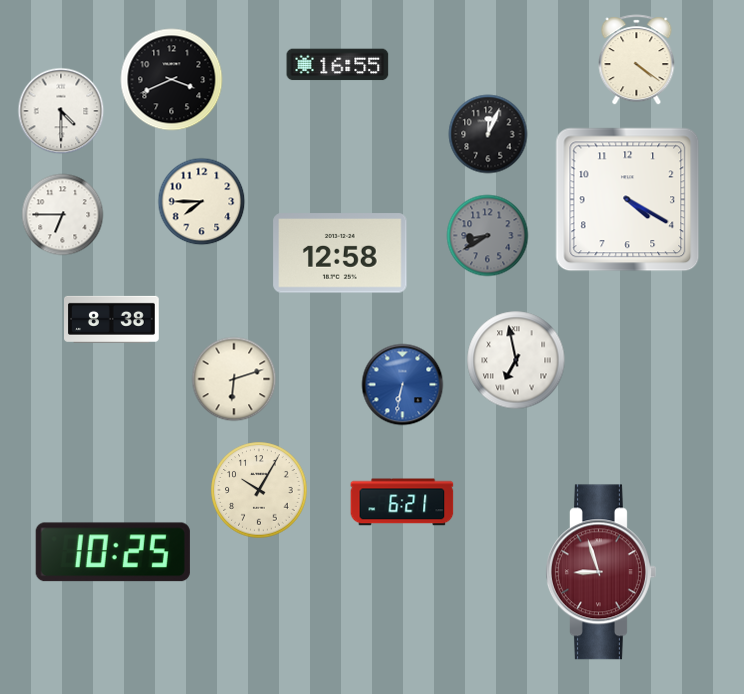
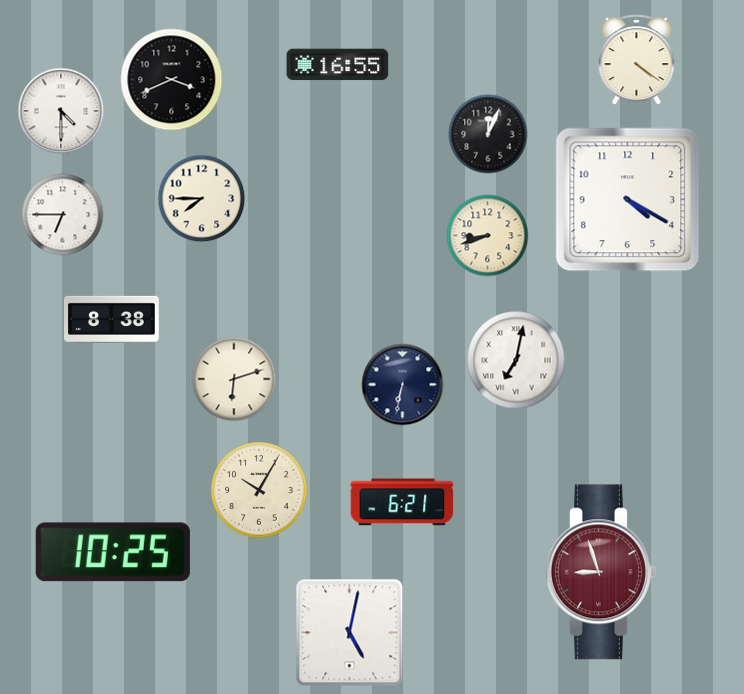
clock at (202, 202) position: (202, 202) -> (202, 199)
clock at (488, 236): 8:40 -> 8:42
clock at (488, 236) dial: grey -> cream
clock at (340, 253): 12:58 -> none
clock at (516, 360): 6:58 -> 7:02
clock at (403, 385) dial: blue -> navy
clock at (350, 633): none -> 5:02
